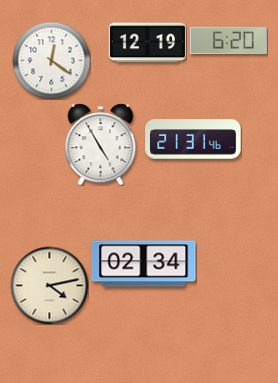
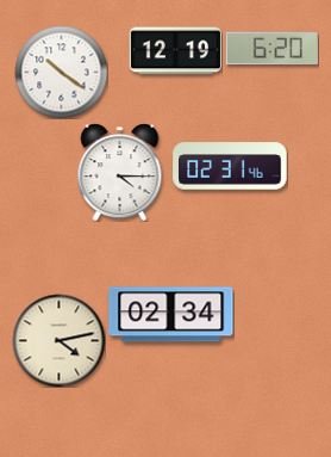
clock at (51, 60): 12:21 -> 10:21
clock at (193, 139): 21:31 -> 02:31
clock at (101, 144): 4:55 -> 4:15
